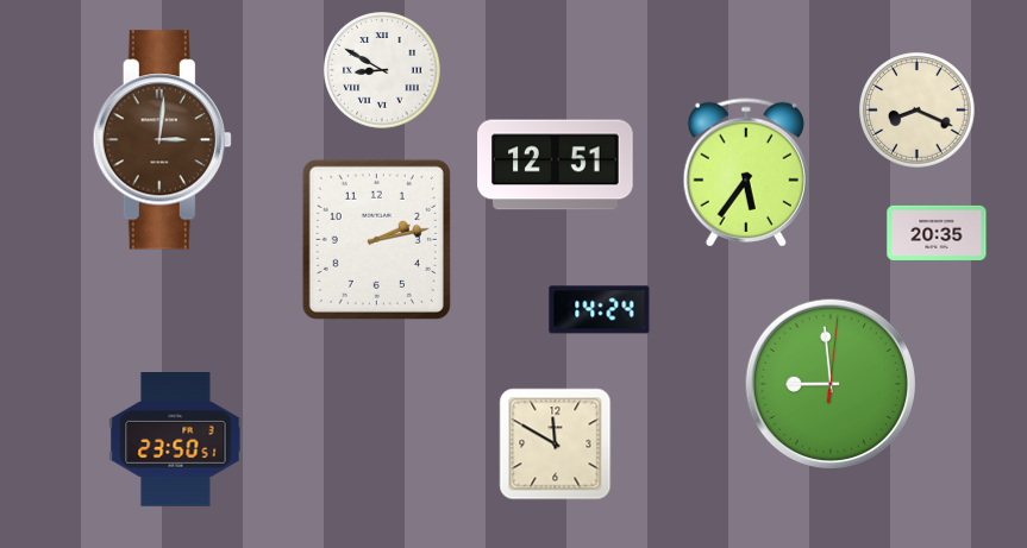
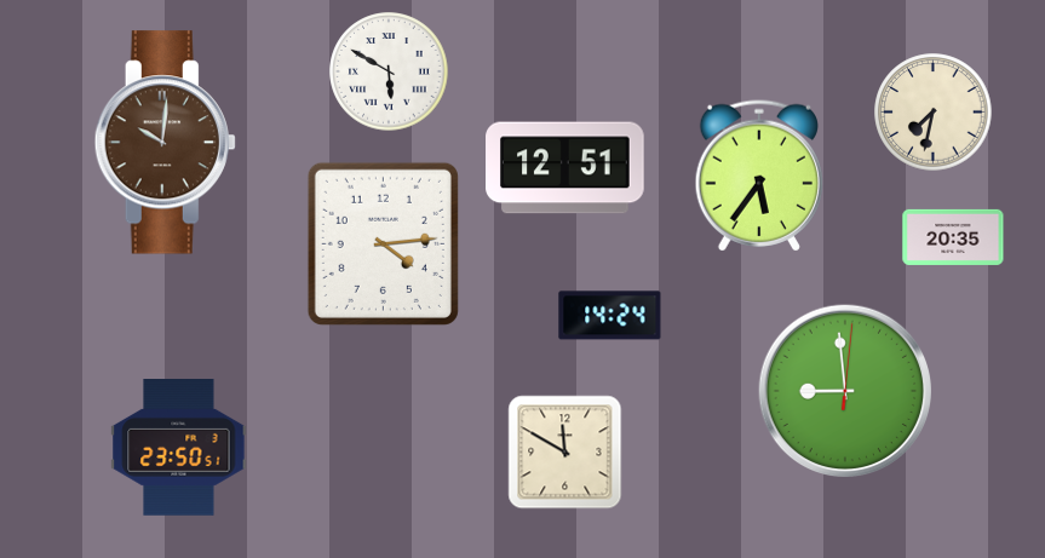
clock at (382, 70): 8:50 -> 5:50
clock at (918, 111): 8:19 -> 7:32
clock at (162, 140): 3:01 -> 10:01
clock at (376, 239): 2:13 -> 4:14
